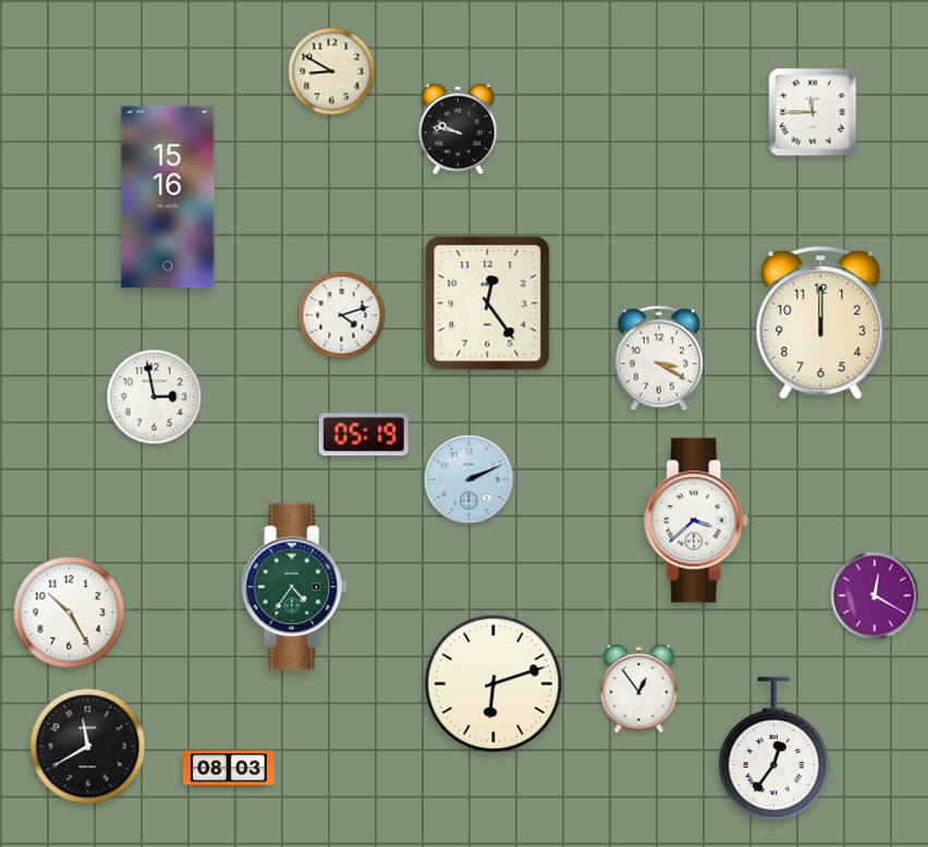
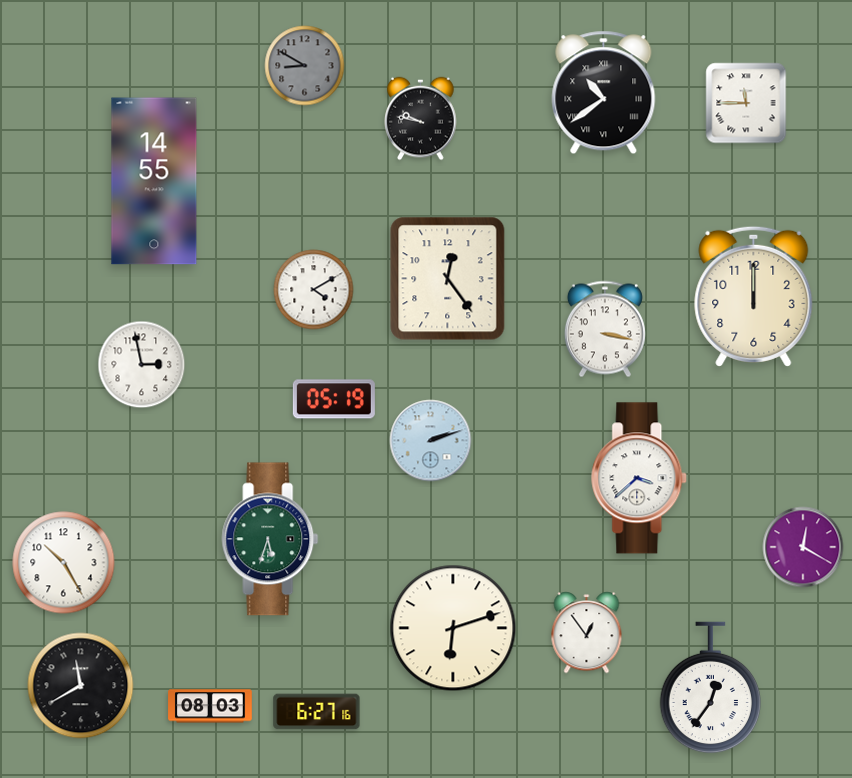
clock at (332, 72) dial: cream -> grey
clock at (604, 93): none -> 10:39
clock at (168, 197): 15:16 -> 14:55
clock at (342, 316): 4:12 -> 4:10
clock at (659, 358): 3:20 -> 3:17
clock at (469, 480): 2:11 -> 2:12
clock at (294, 587): 4:36 -> 5:33
clock at (317, 712): none -> 6:27
